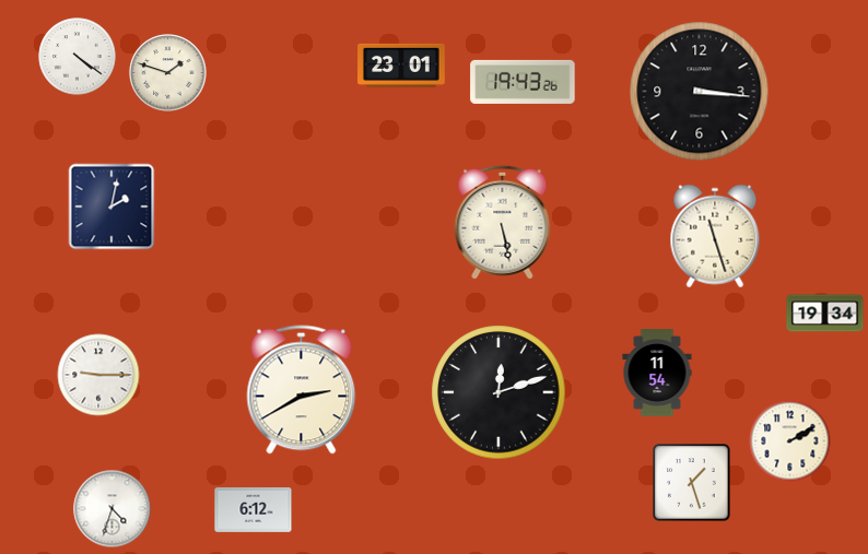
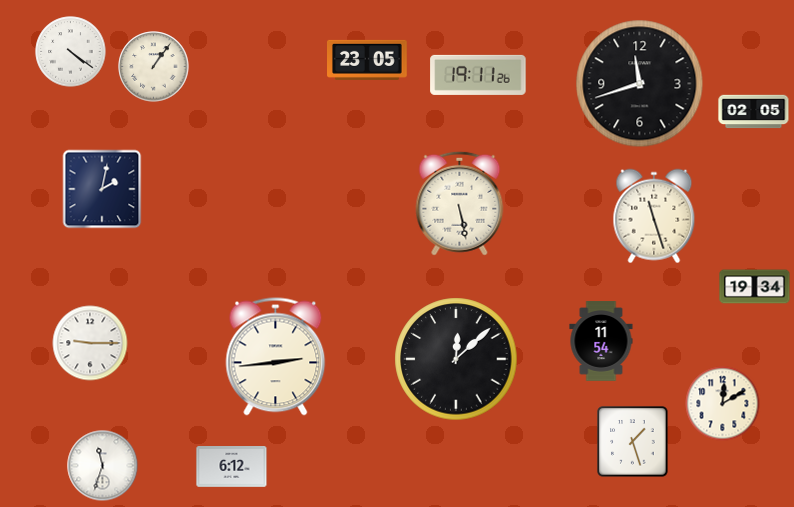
clock at (402, 66): 23:01 -> 23:05
clock at (168, 73): 1:48 -> 1:06
clock at (523, 82): 19:43 -> 19:11
clock at (700, 92): 3:16 -> 11:42
clock at (754, 112): none -> 02:05
clock at (302, 390): 2:40 -> 2:44
clock at (498, 392): 12:12 -> 12:08
clock at (790, 441): 2:10 -> 12:10
clock at (113, 509): 4:33 -> 11:33
